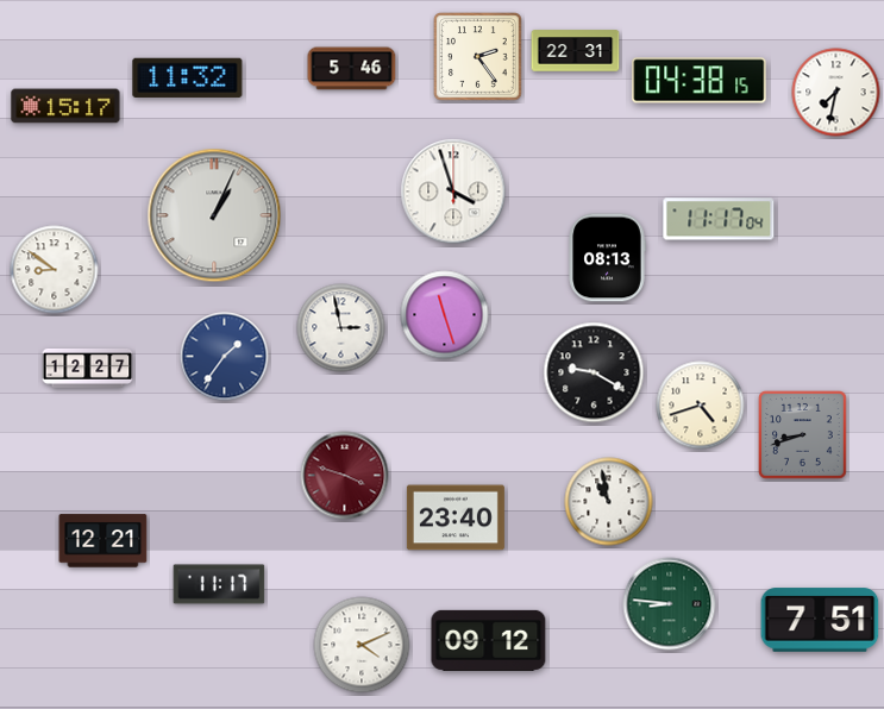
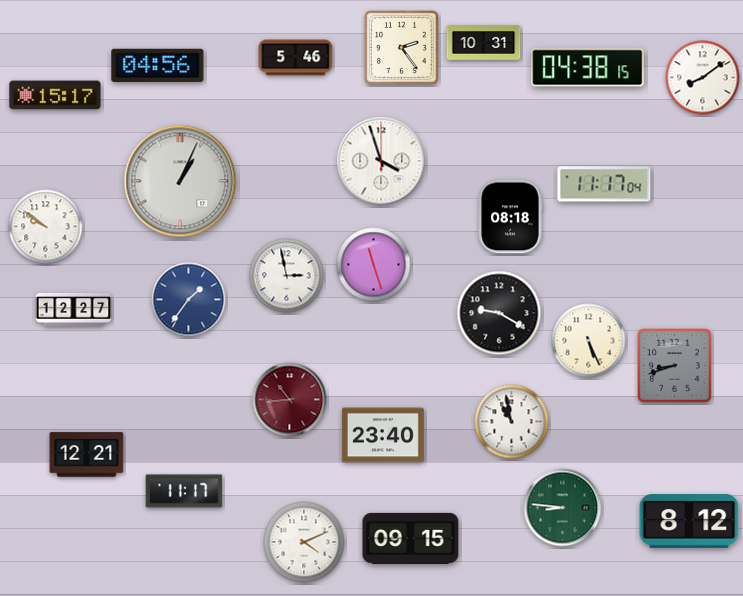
clock at (576, 51): 22:31 -> 10:31
clock at (188, 77): 11:32 -> 04:56
clock at (836, 93): 7:32 -> 8:09
clock at (65, 106) position: (65, 106) -> (55, 95)
clock at (607, 258): 08:13 -> 08:18
clock at (55, 270): 8:51 -> 9:51
clock at (701, 406): 4:42 -> 5:26
clock at (345, 476): 3:48 -> 10:44
clock at (820, 620): 7:51 -> 8:12
clock at (489, 640): 09:12 -> 09:15
